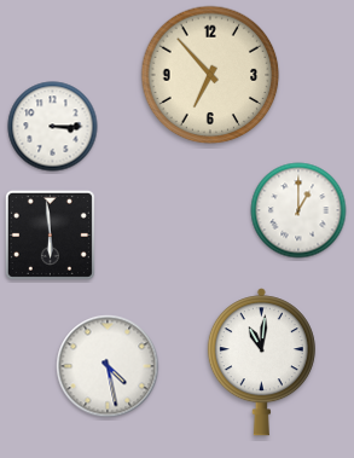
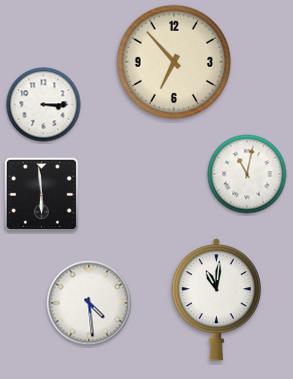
clock at (298, 210): 1:00 -> 11:02
clock at (108, 366): 4:28 -> 4:29
